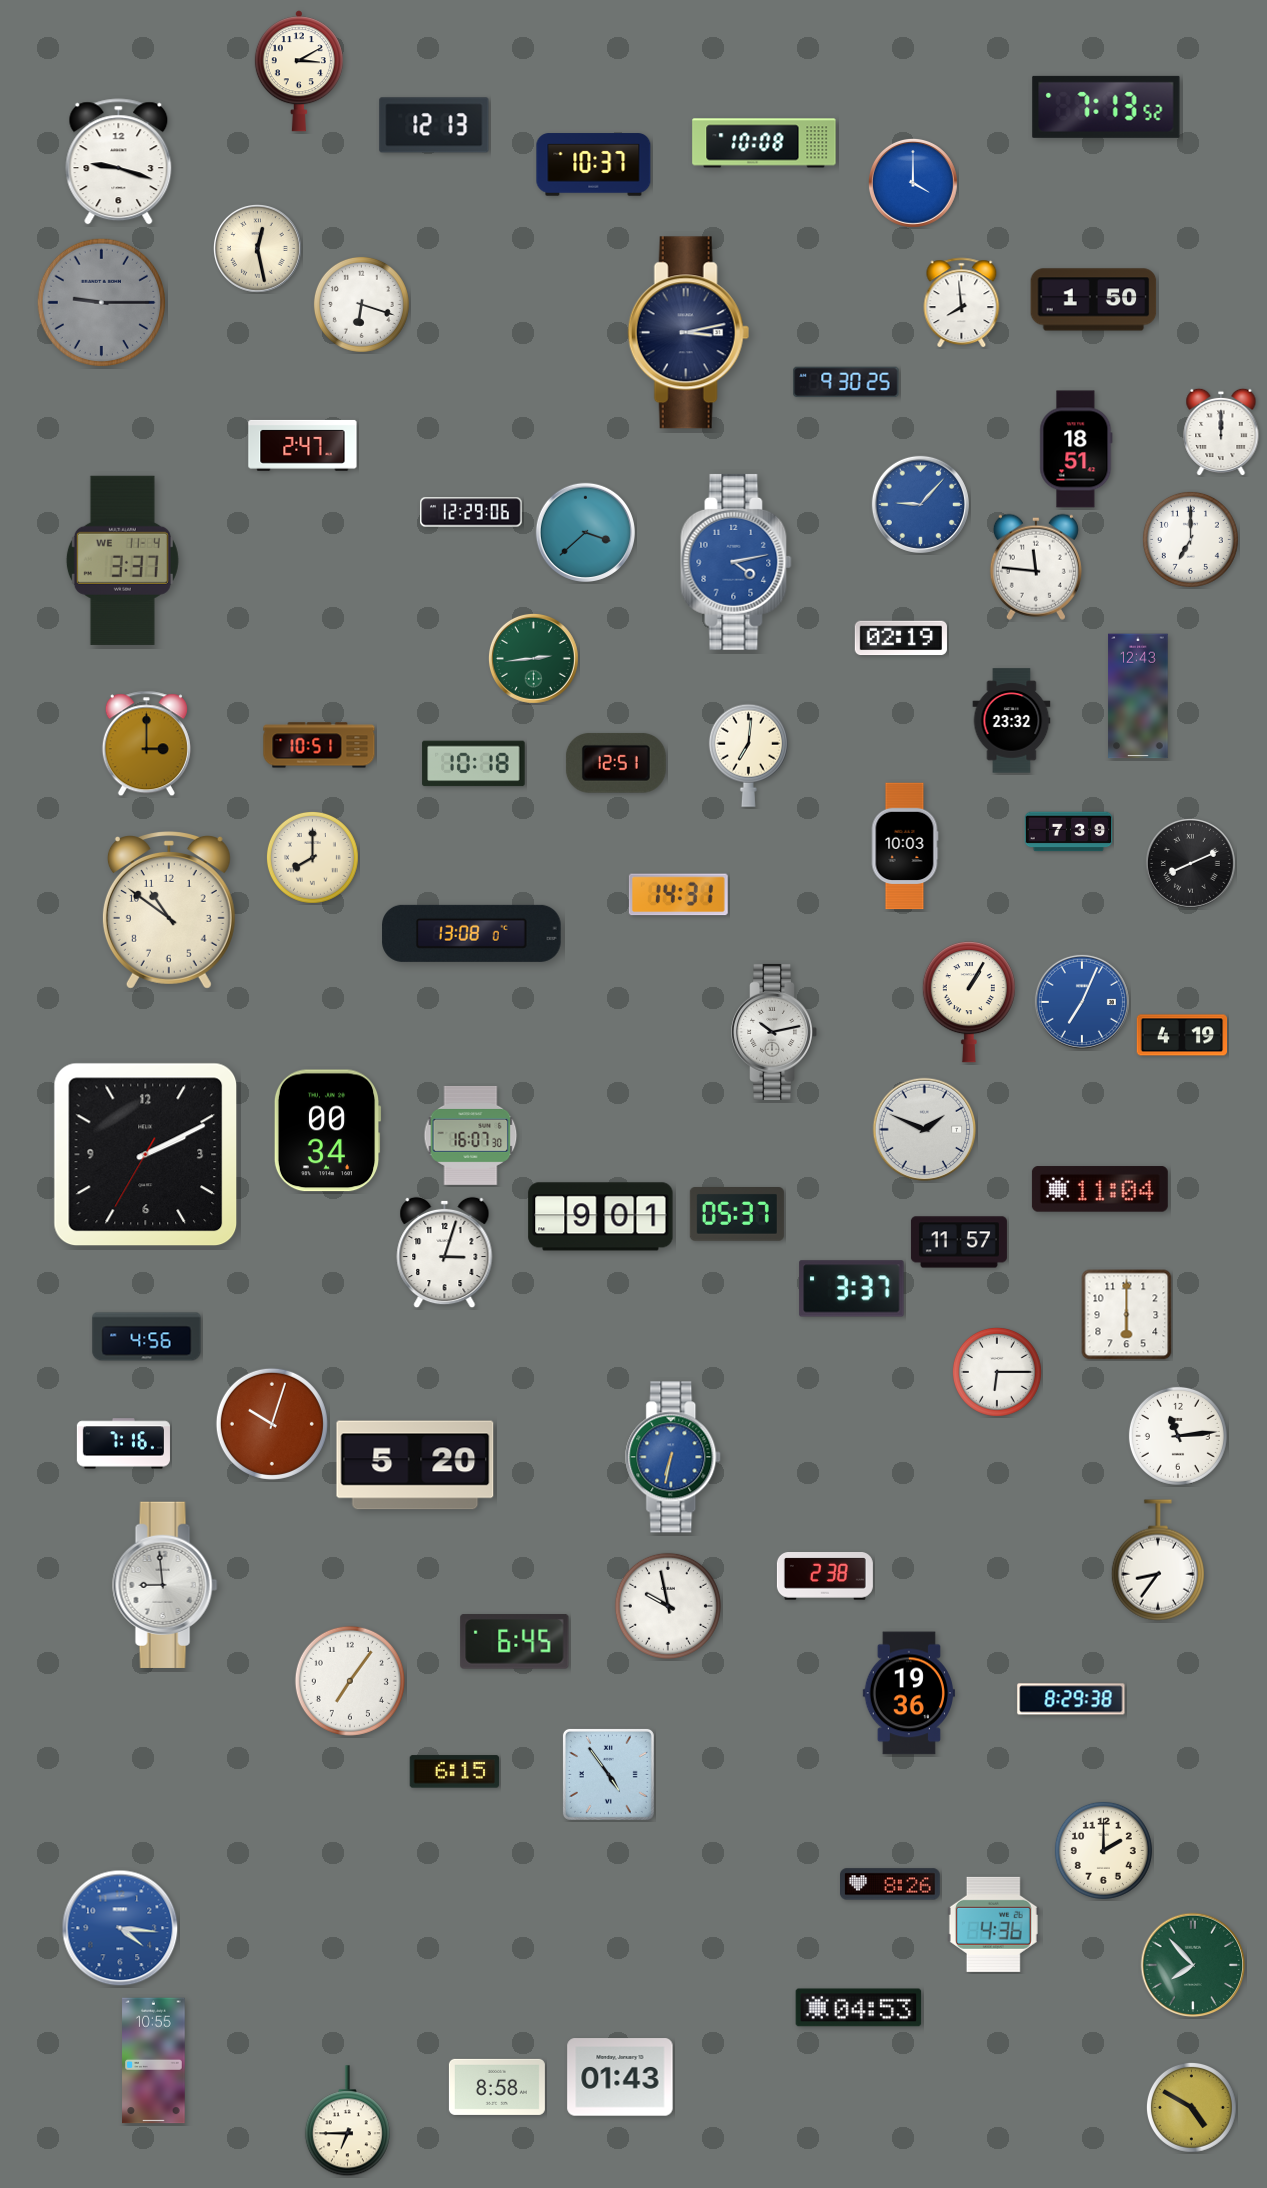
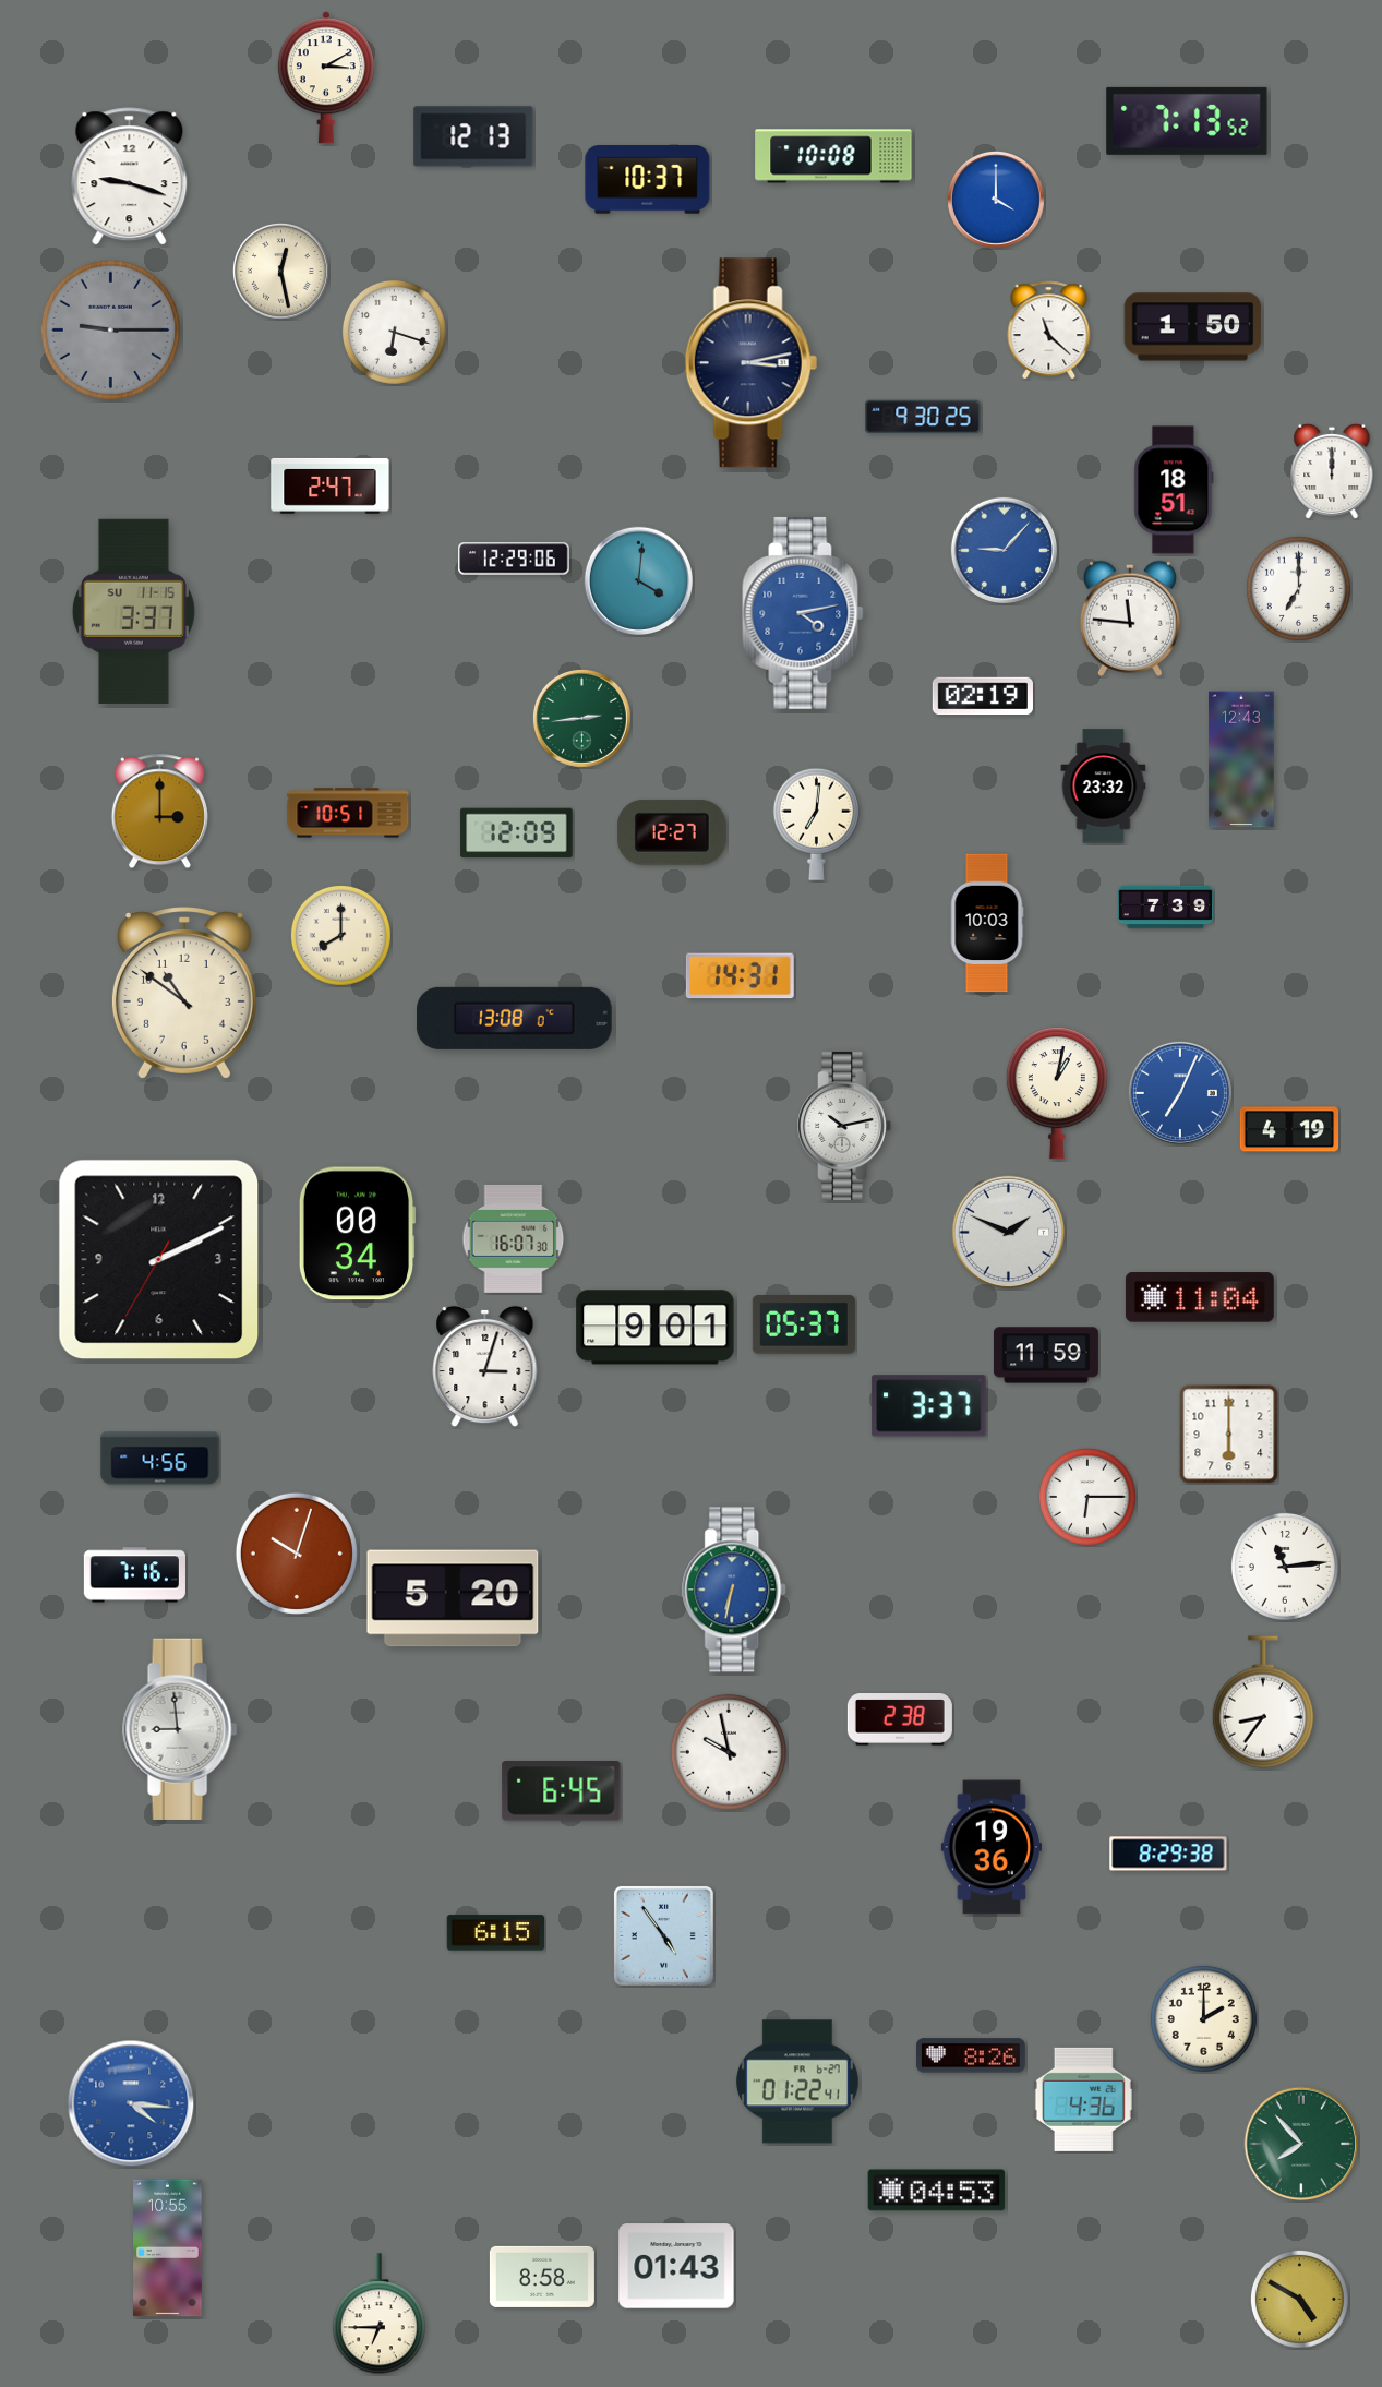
clock at (1106, 107) position: (1106, 107) -> (1187, 121)
clock at (962, 303): 7:59 -> 11:22
clock at (585, 532): 3:38 -> 4:01
clock at (122, 560) date: WE 11-4 -> SU 11-15
clock at (616, 763): 12:51 -> 12:27
clock at (474, 764): 10:18 -> 12:09
clock at (1190, 863): 8:11 -> none
clock at (969, 1002): 1:05 -> 1:02
clock at (959, 1242): 11:57 -> 11:59
clock at (350, 1681): 7:06 -> none
clock at (797, 2082): none -> 01:22
